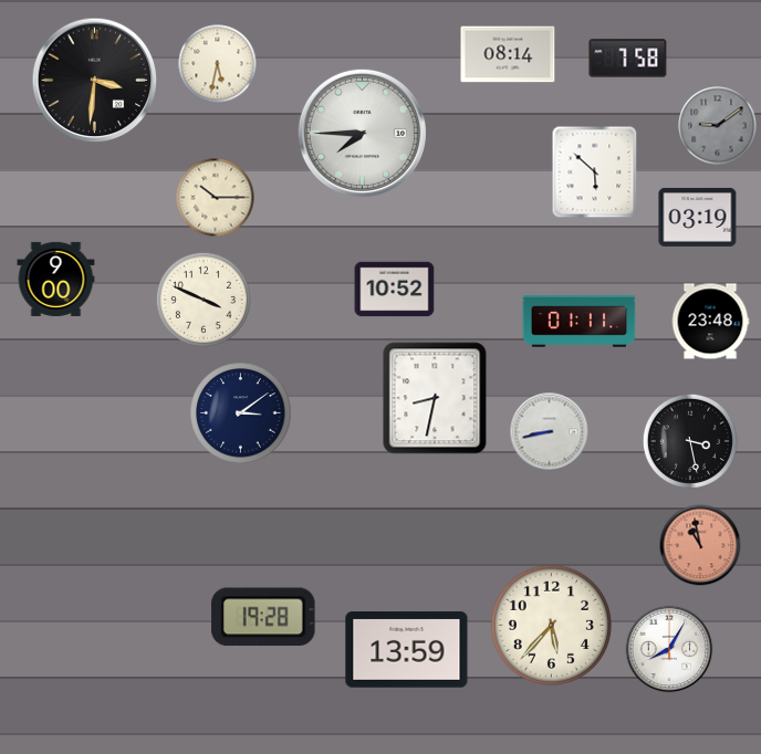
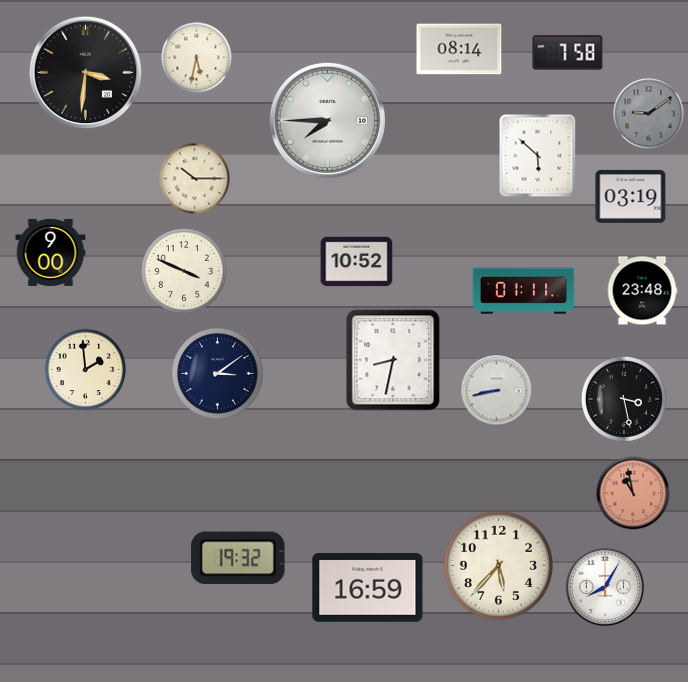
clock at (86, 370): none -> 1:59
clock at (263, 617): 19:28 -> 19:32
clock at (407, 650): 13:59 -> 16:59
